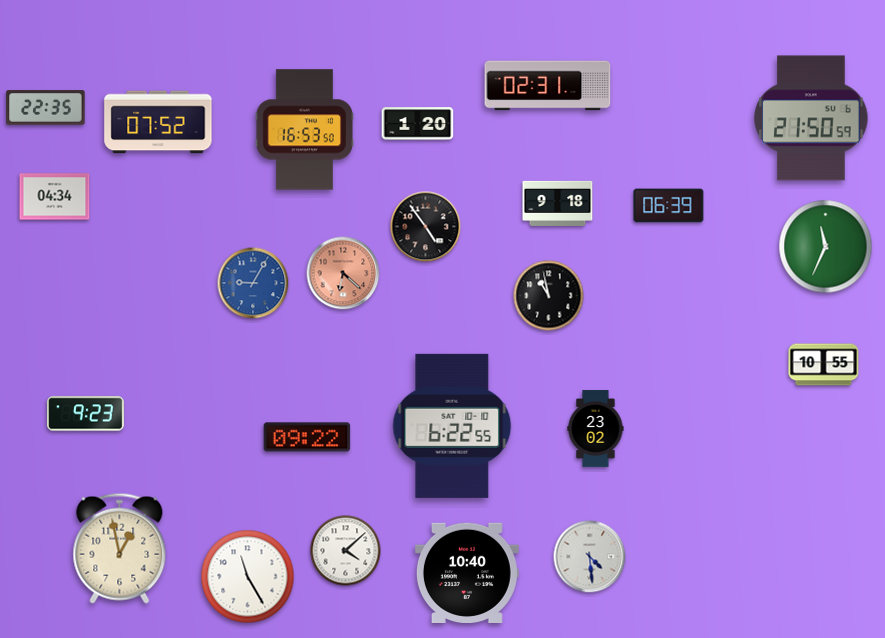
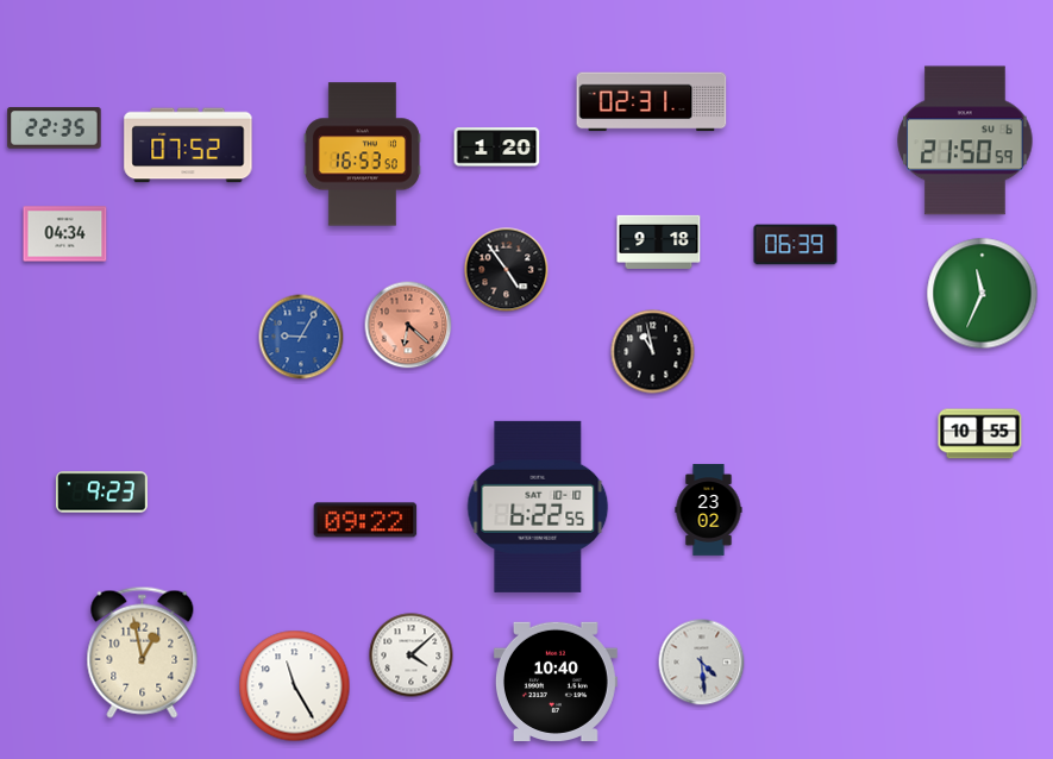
clock at (558, 203) position: (558, 203) -> (659, 241)
